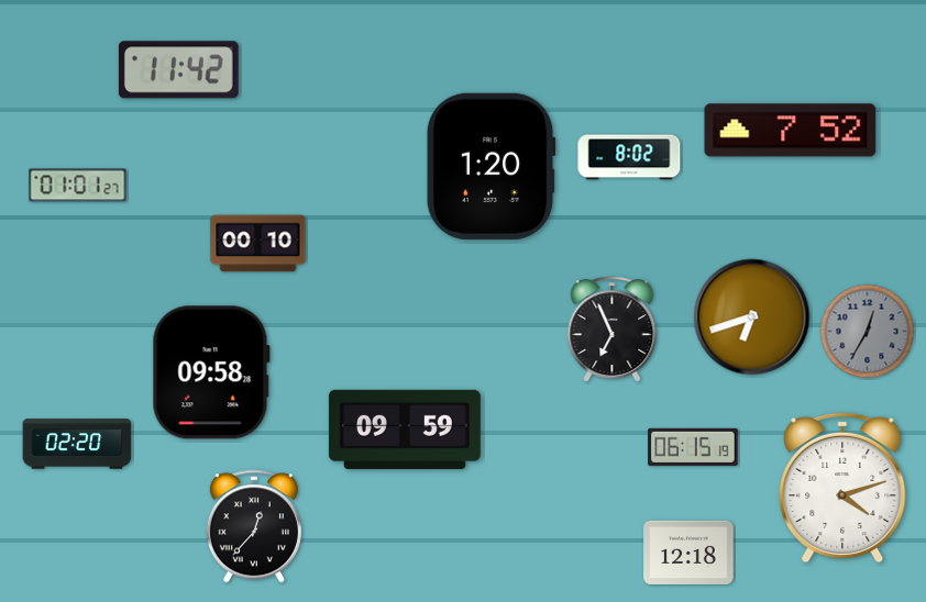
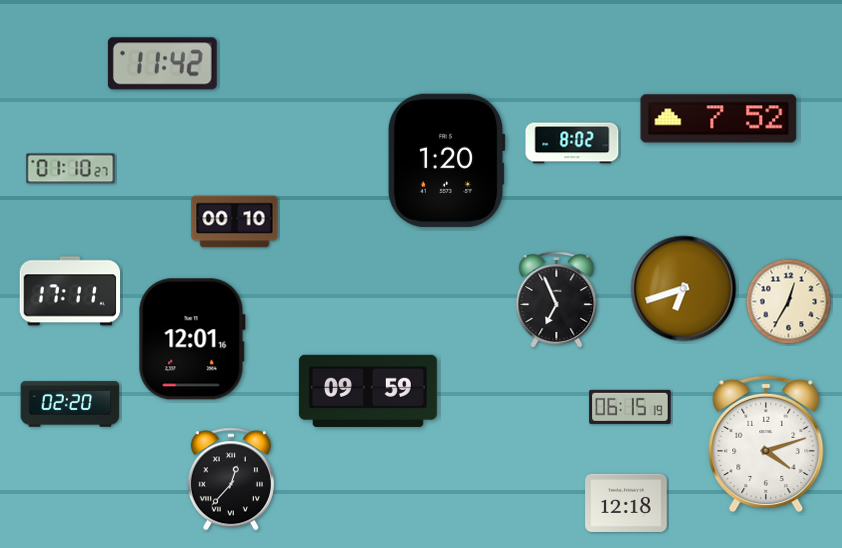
clock at (490, 166) position: (490, 166) -> (446, 160)
clock at (78, 186): 01:01 -> 01:10
clock at (70, 291): none -> 17:11
clock at (868, 332) dial: grey -> cream
clock at (211, 372): 09:58 -> 12:01
